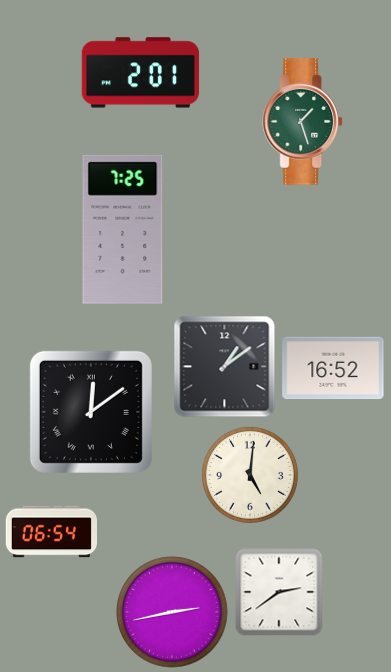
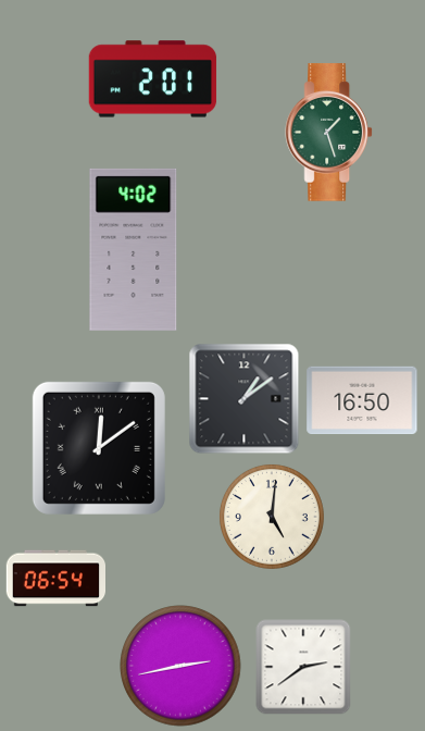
clock at (123, 229): 7:25 -> 4:02
clock at (333, 368): 16:52 -> 16:50
clock at (279, 592) position: (279, 592) -> (303, 667)
clock at (172, 612) position: (172, 612) -> (180, 666)
